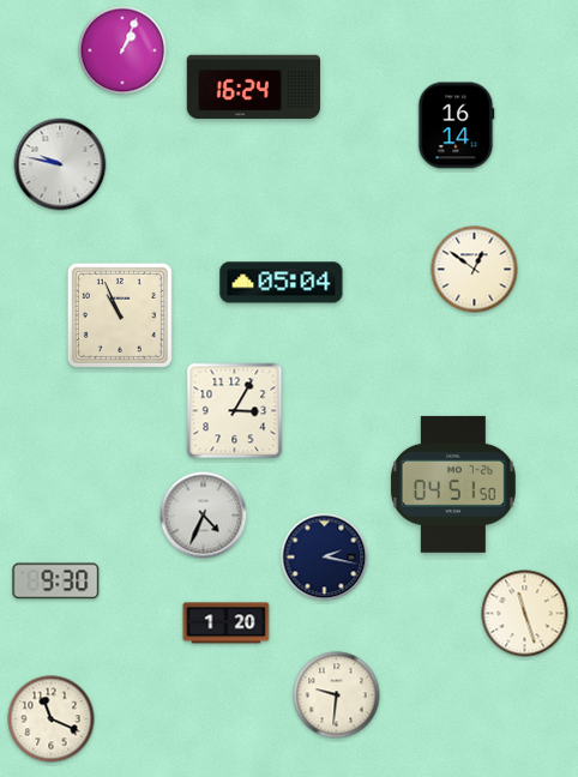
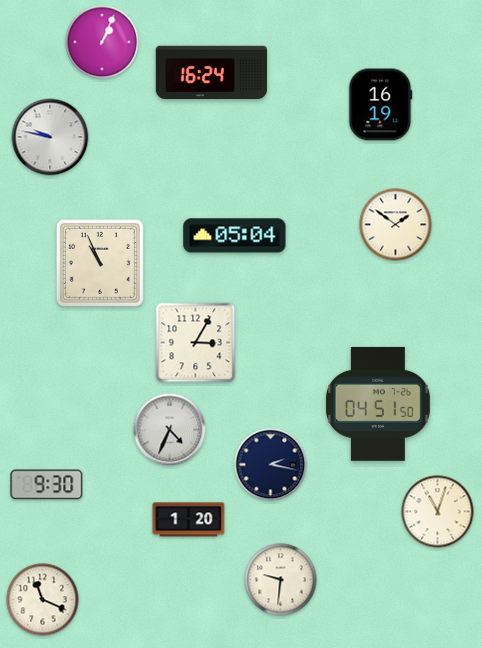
clock at (457, 126): 16:14 -> 16:19
clock at (475, 270): 12:51 -> 1:51
clock at (525, 614): 11:27 -> 11:03
